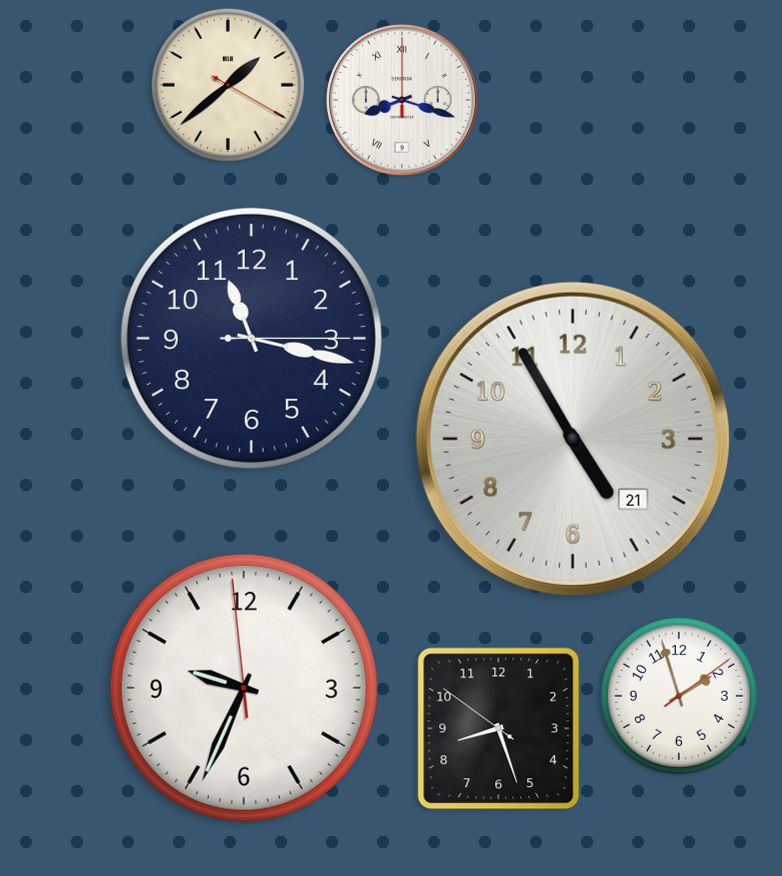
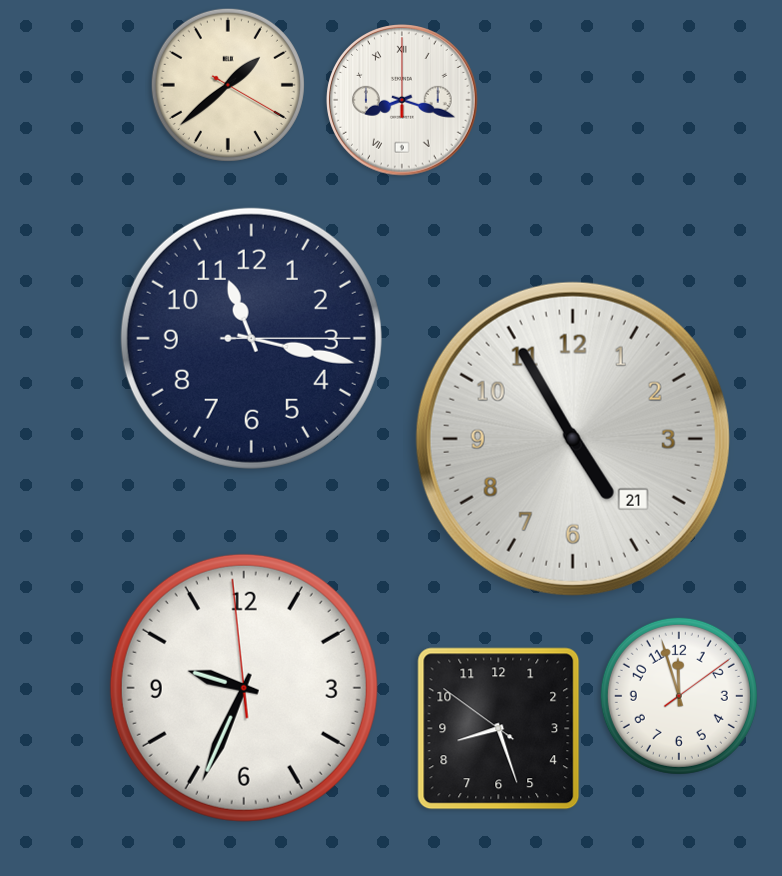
clock at (679, 696): 1:57 -> 11:57
